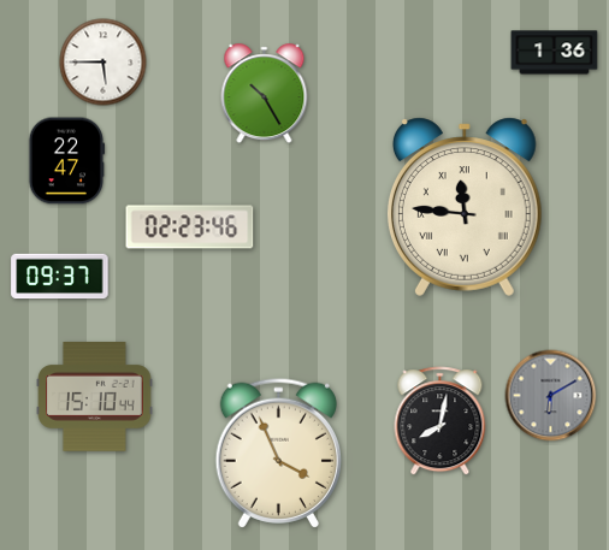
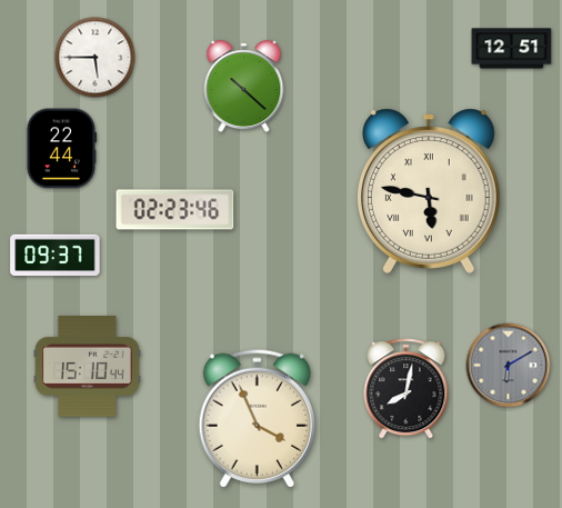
clock at (555, 53): 1:36 -> 12:51
clock at (265, 94): 10:25 -> 10:22
clock at (67, 161): 22:47 -> 22:44
clock at (465, 207): 11:46 -> 5:47
